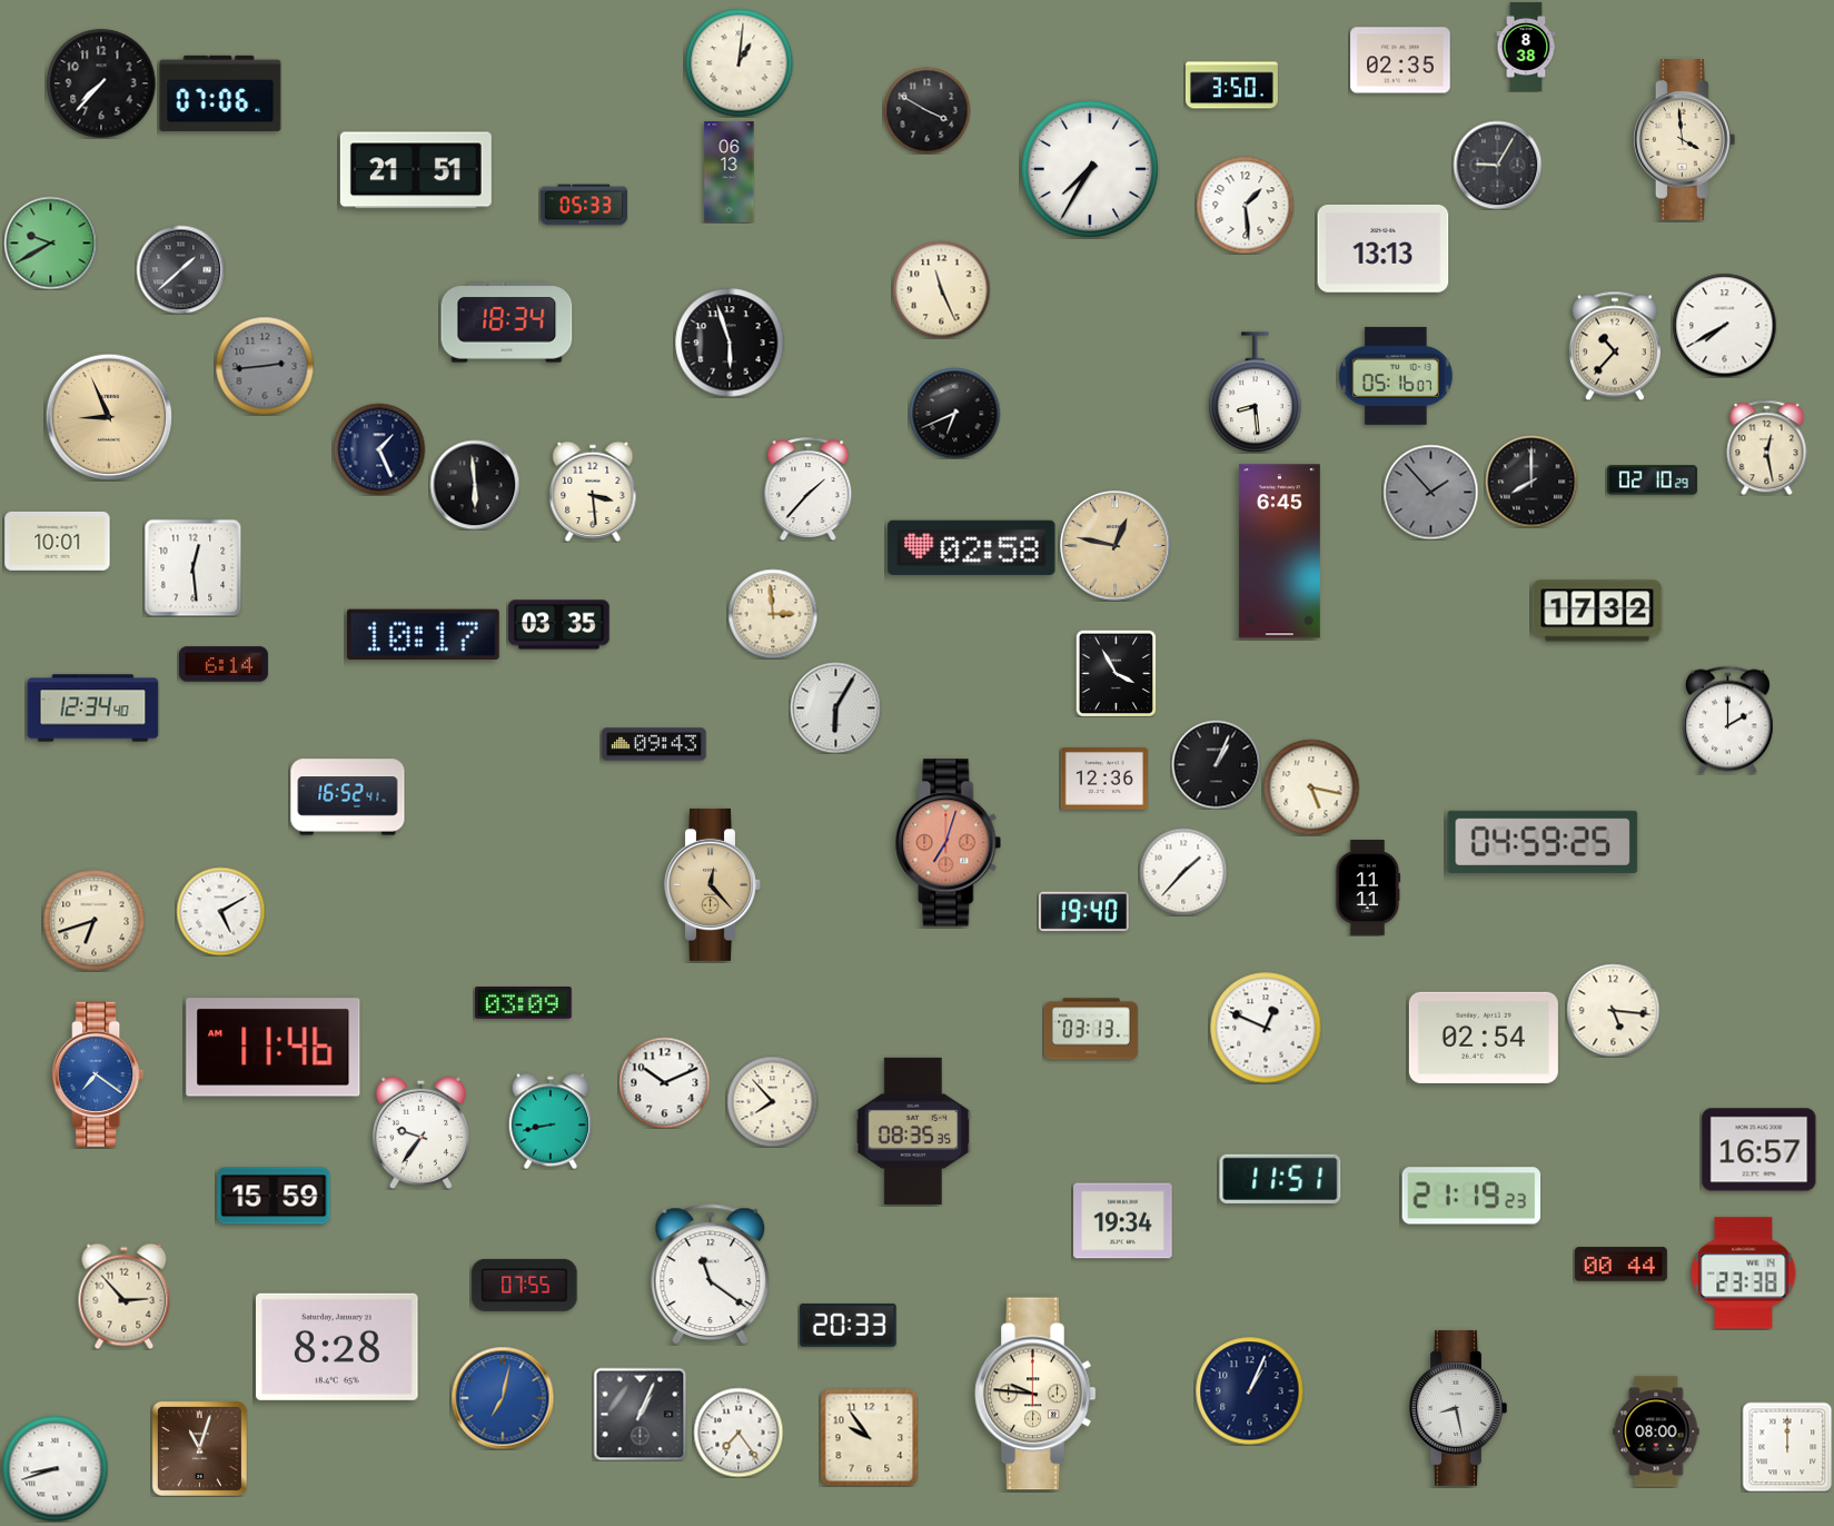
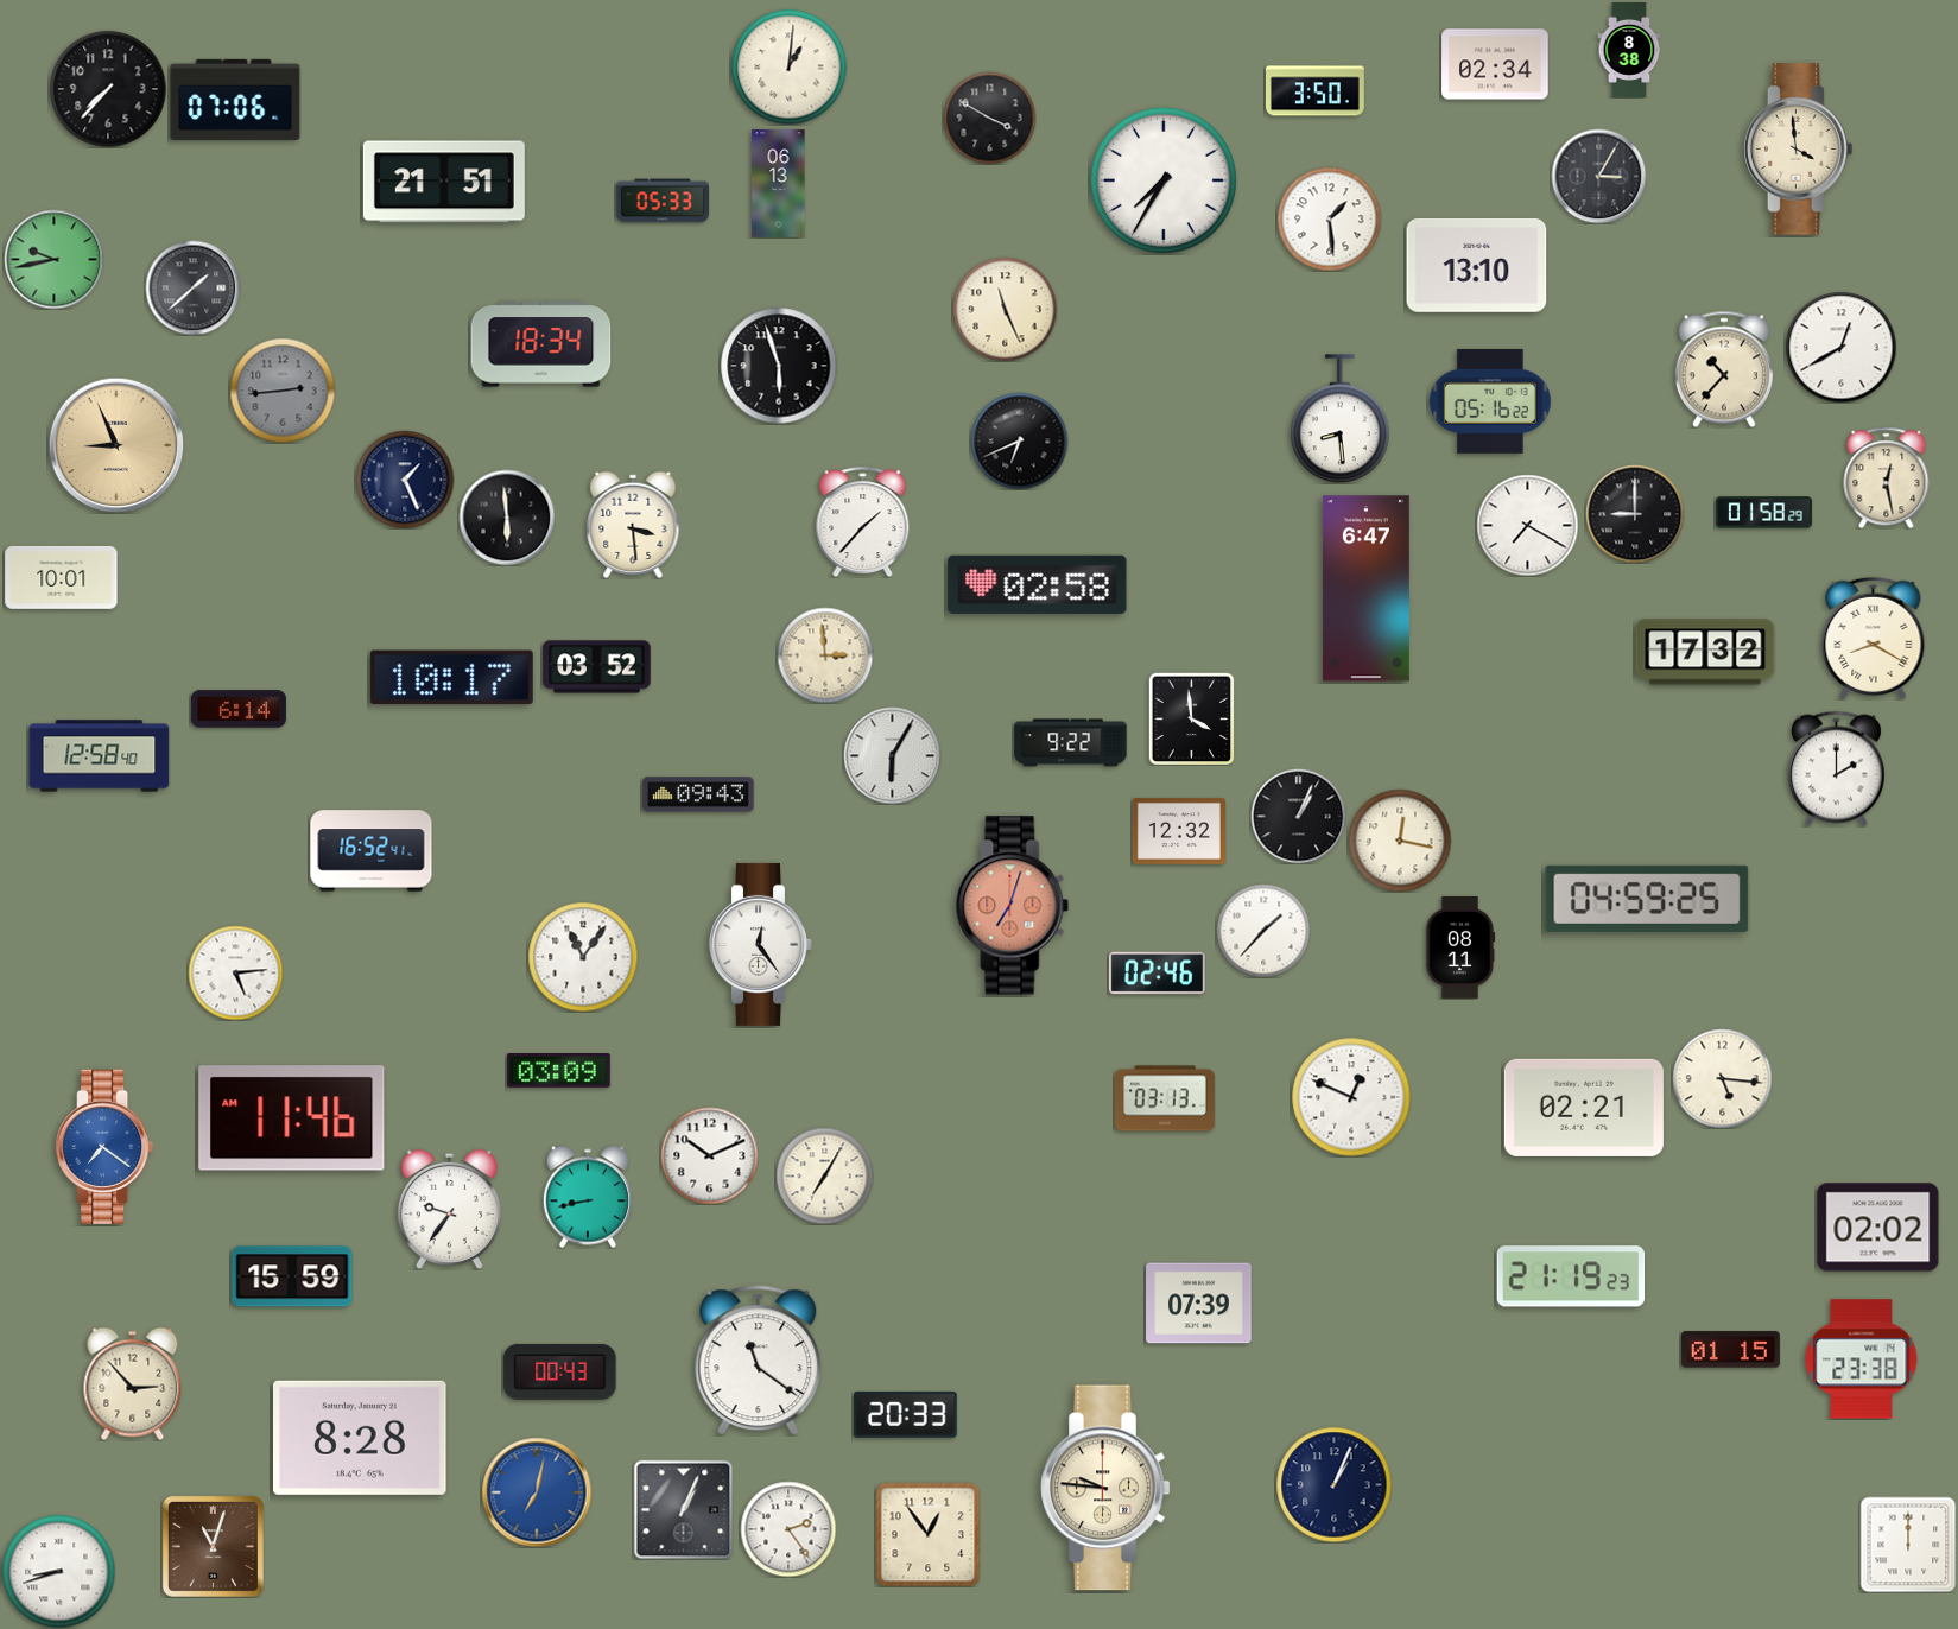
clock at (1400, 60): 02:35 -> 02:34
clock at (1497, 165): 9:05 -> 3:05
clock at (584, 205) position: (584, 205) -> (663, 201)
clock at (50, 242): 9:40 -> 9:43
clock at (1384, 248): 13:13 -> 13:10
clock at (1724, 325): 7:40 -> 12:40
clock at (1397, 376): 05:16:07 -> 05:16:22
clock at (1652, 480): 02:10 -> 01:58
clock at (1531, 482): 8:00 -> 9:00
clock at (1430, 492): 1:53 -> 7:20
clock at (1430, 492) dial: grey -> white
clock at (1116, 546): 12:47 -> none
clock at (1279, 552): 6:45 -> 6:47
clock at (192, 567): 12:29 -> none
clock at (1874, 638): none -> 8:20
clock at (559, 625): 03:35 -> 03:52
clock at (1117, 673): 3:55 -> 3:59
clock at (1071, 743): none -> 9:22
clock at (93, 708): 12:34 -> 12:58
clock at (1727, 720) position: (1727, 720) -> (1836, 768)
clock at (1104, 779): 12:36 -> 12:32
clock at (1311, 787): 5:17 -> 12:17
clock at (949, 843) position: (949, 843) -> (1013, 906)
clock at (713, 884): 12:23 -> 12:24
clock at (713, 884) dial: champagne -> white
clock at (1368, 889): 11:11 -> 08:11
clock at (583, 957): none -> 11:06
clock at (220, 911): 5:10 -> 5:14
clock at (1083, 912): 19:40 -> 02:46
clock at (93, 920): 6:42 -> none
clock at (1484, 1038): 02:54 -> 02:21
clock at (772, 1101): 7:53 -> 7:05
clock at (913, 1131): 08:35 -> none
clock at (1759, 1150): 16:57 -> 02:02
clock at (1280, 1179): 11:51 -> none
clock at (1123, 1221): 19:34 -> 07:39
clock at (1620, 1265): 00:44 -> 01:15
clock at (525, 1285): 07:55 -> 00:43
clock at (1458, 1408): 8:28 -> none
clock at (1656, 1431): 08:00 -> none
clock at (738, 1433): 7:24 -> 2:24
clock at (869, 1437): 9:54 -> 12:54
clock at (54, 1468) position: (54, 1468) -> (58, 1571)
